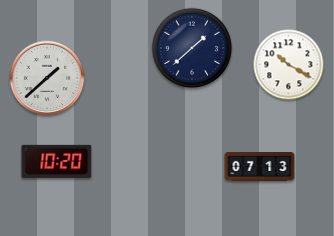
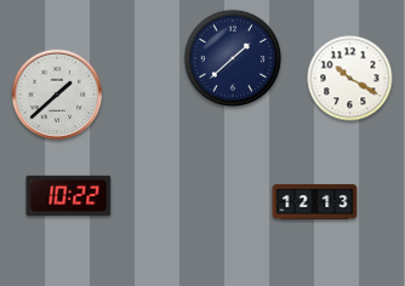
clock at (57, 161): 10:20 -> 10:22
clock at (260, 167): 07:13 -> 12:13
